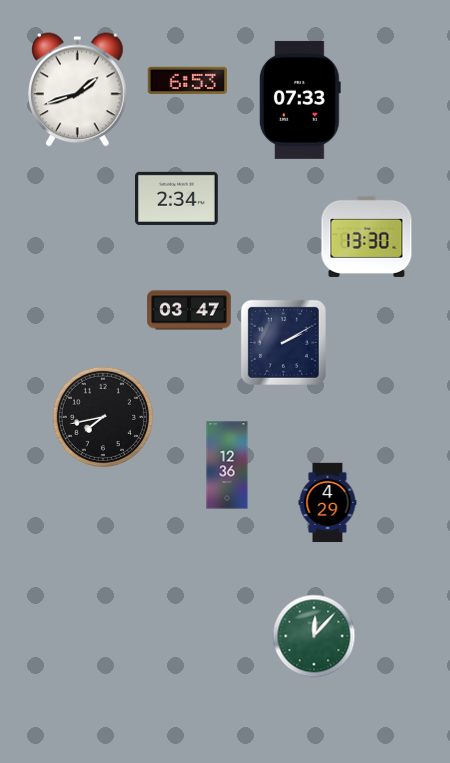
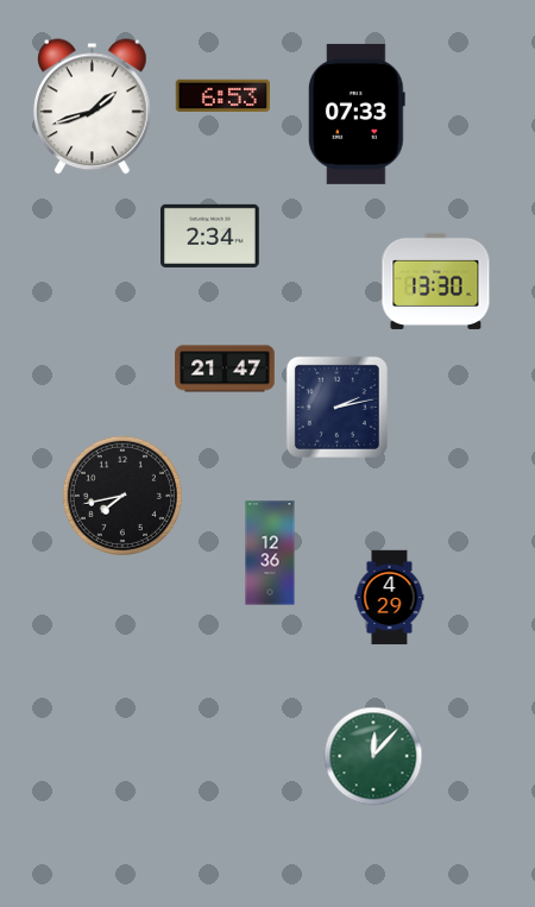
clock at (300, 100) position: (300, 100) -> (357, 114)
clock at (189, 310): 03:47 -> 21:47
clock at (283, 342): 2:10 -> 2:13
